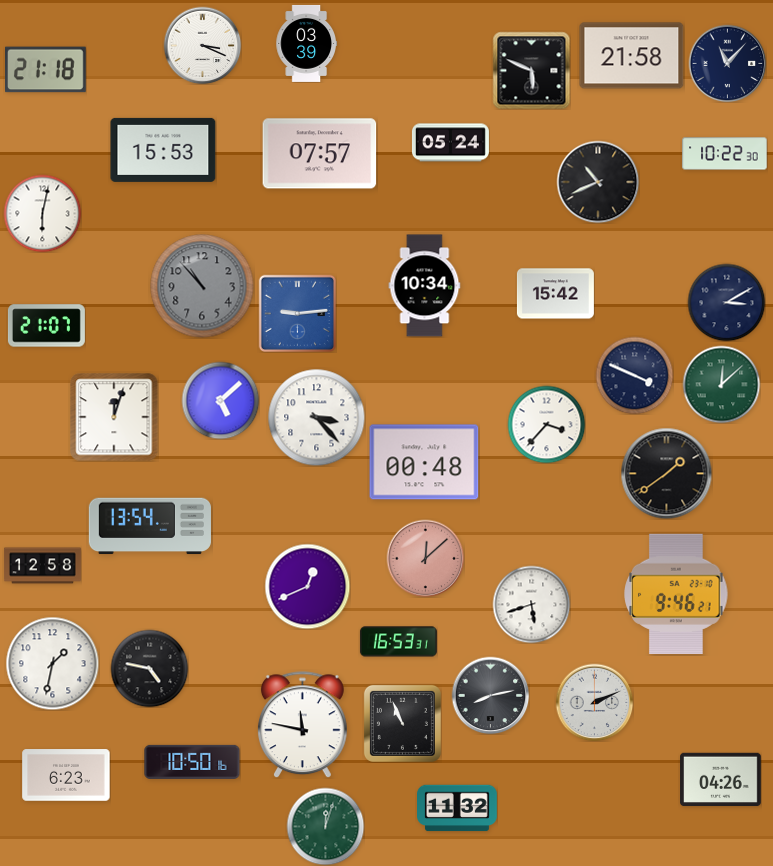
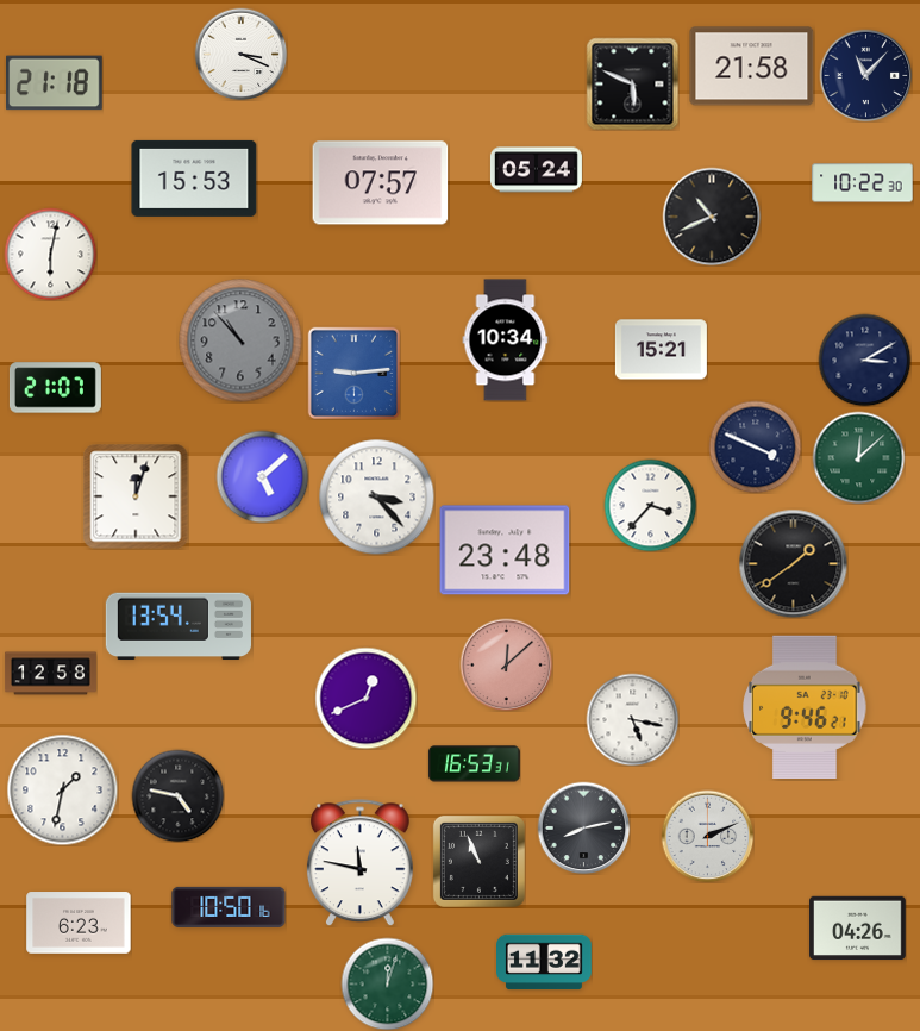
clock at (306, 43): 03:39 -> none
clock at (555, 294): 15:42 -> 15:21
clock at (424, 462): 00:48 -> 23:48
clock at (531, 604): 5:42 -> 5:17
